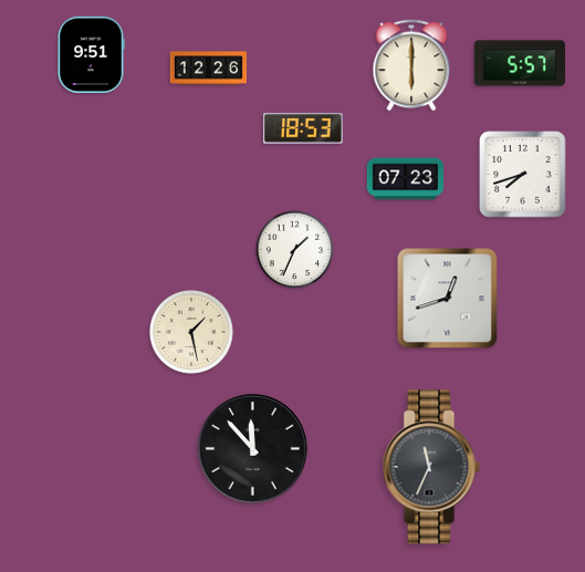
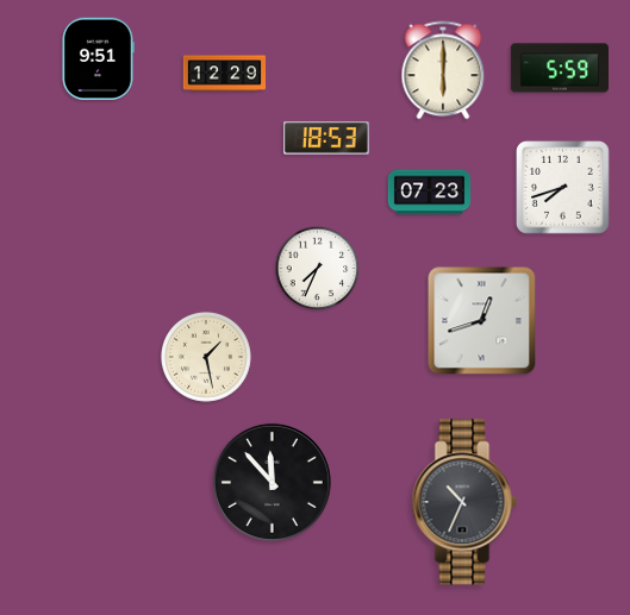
clock at (520, 63): 5:57 -> 5:59
clock at (208, 69): 12:26 -> 12:29
clock at (405, 179) position: (405, 179) -> (429, 193)
clock at (295, 250): 1:34 -> 7:34
clock at (431, 467): 11:34 -> 10:34
